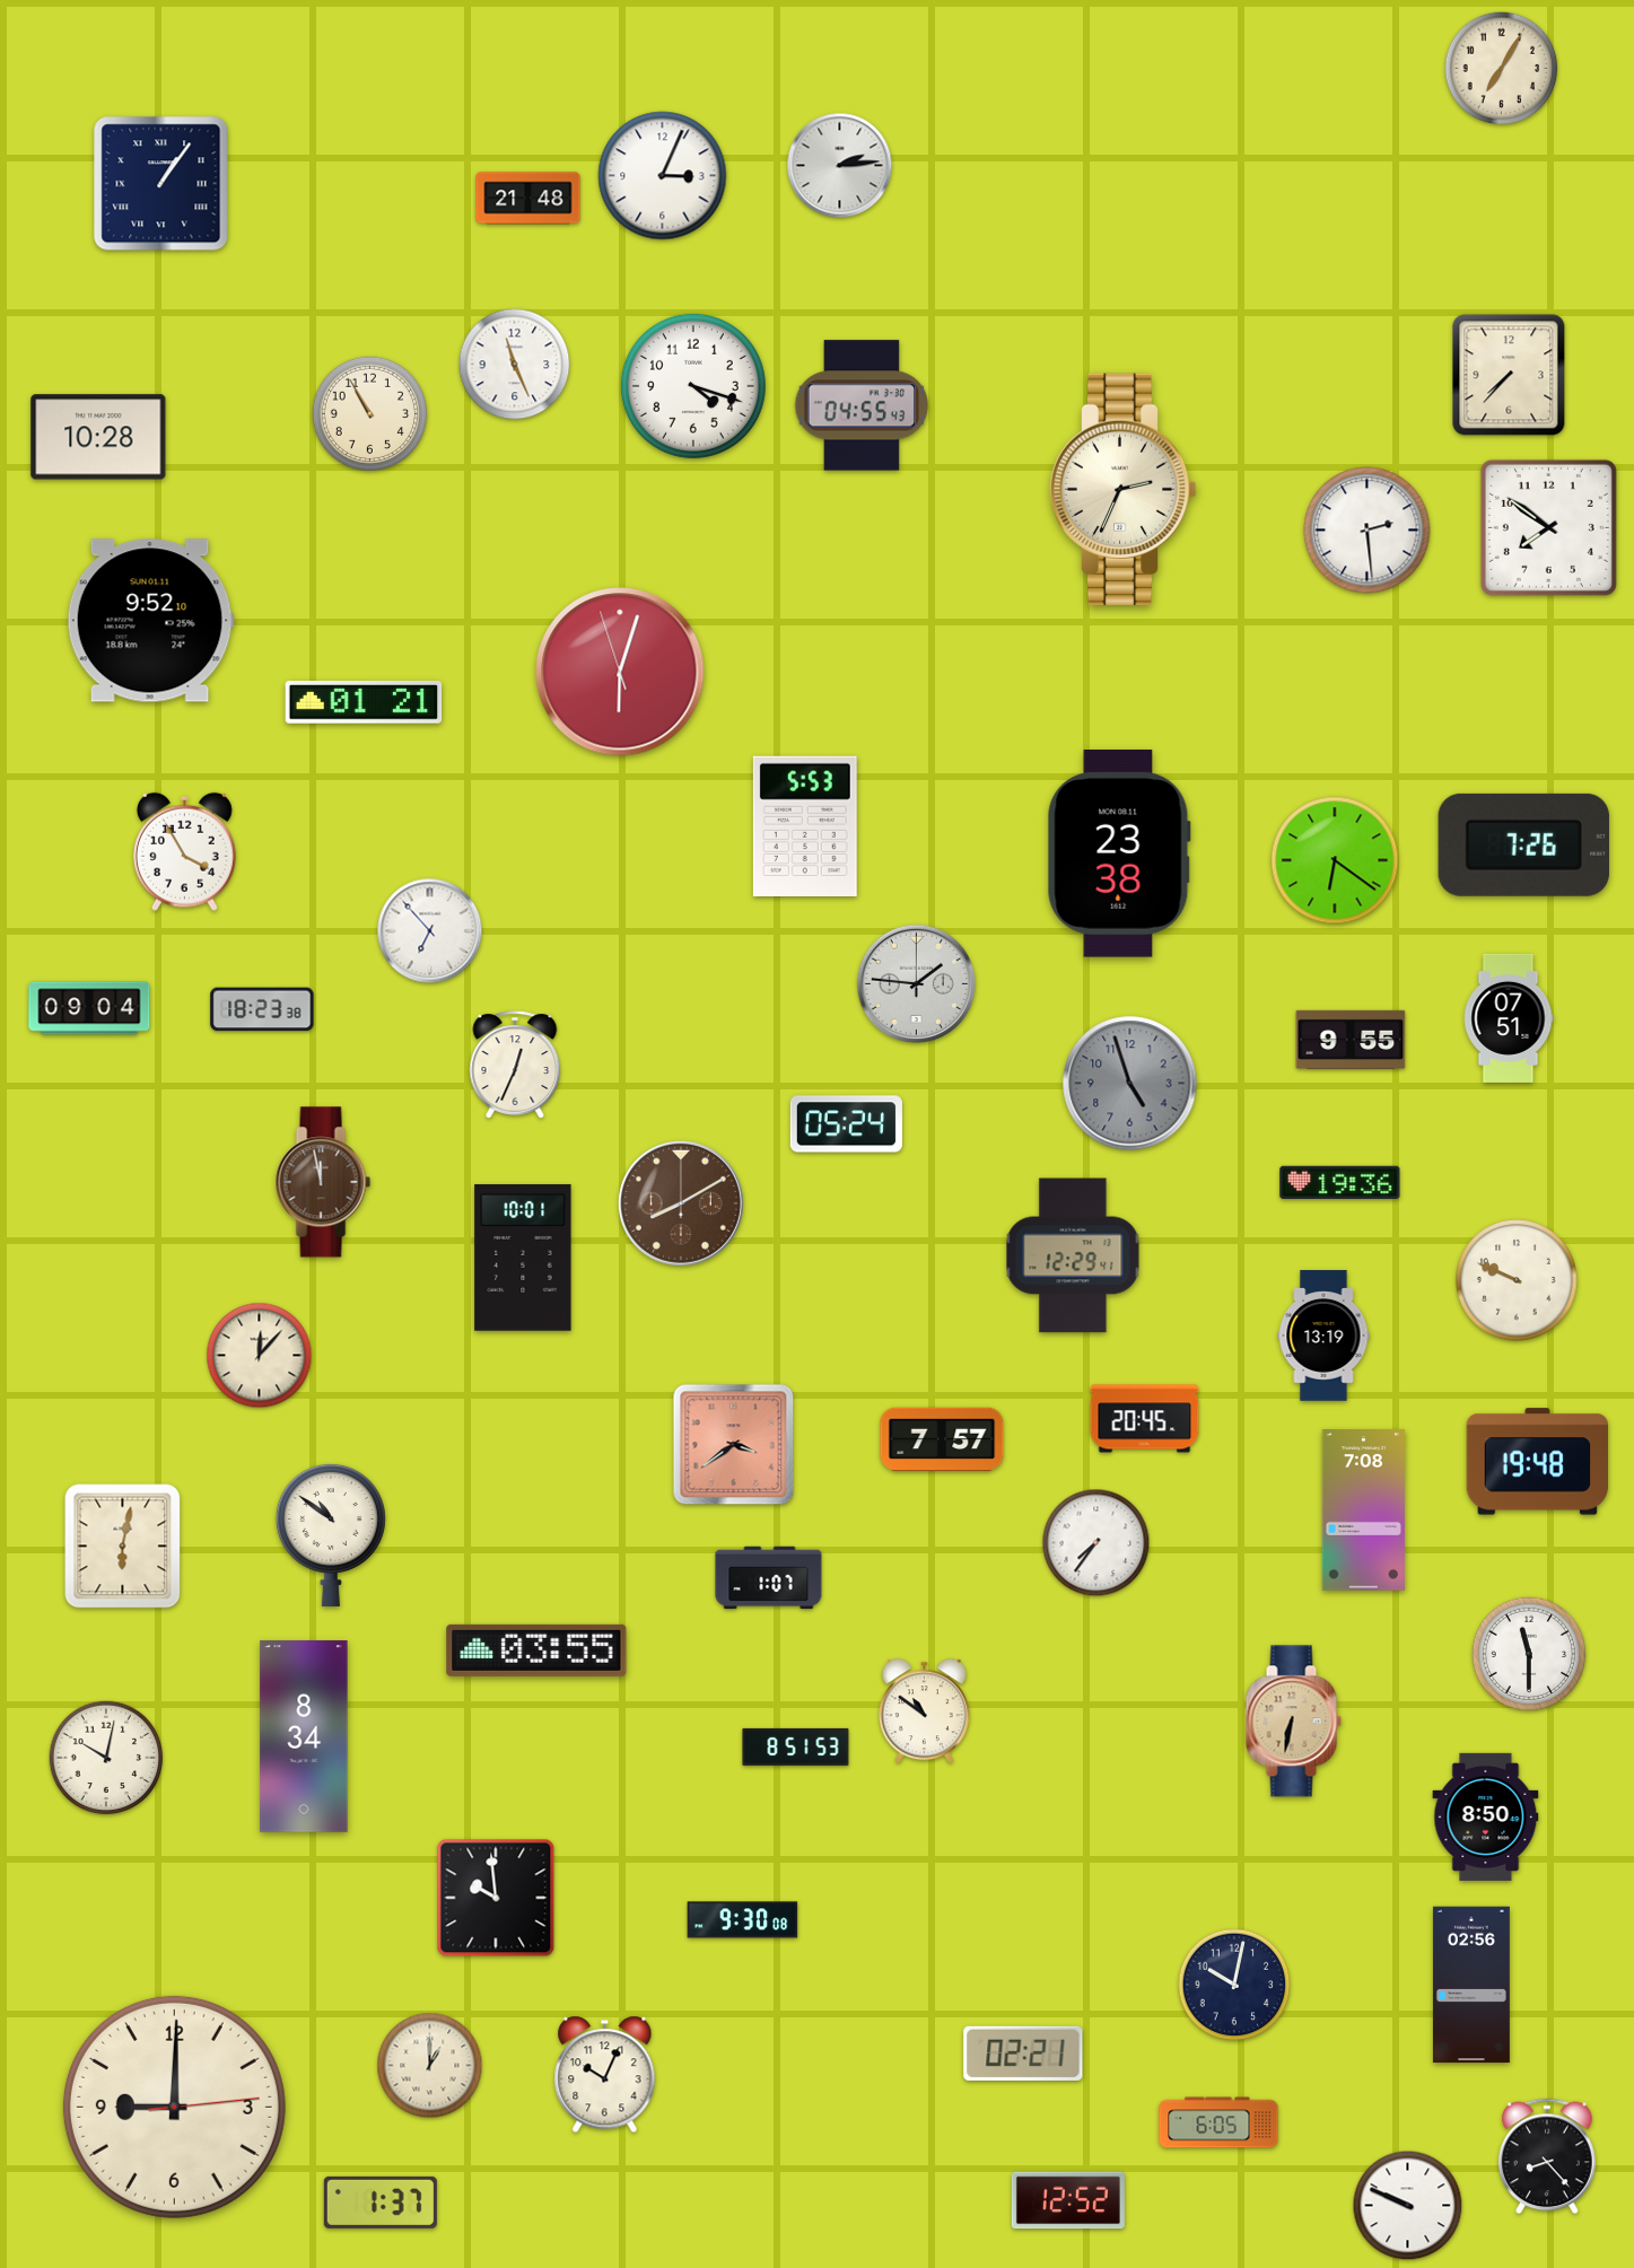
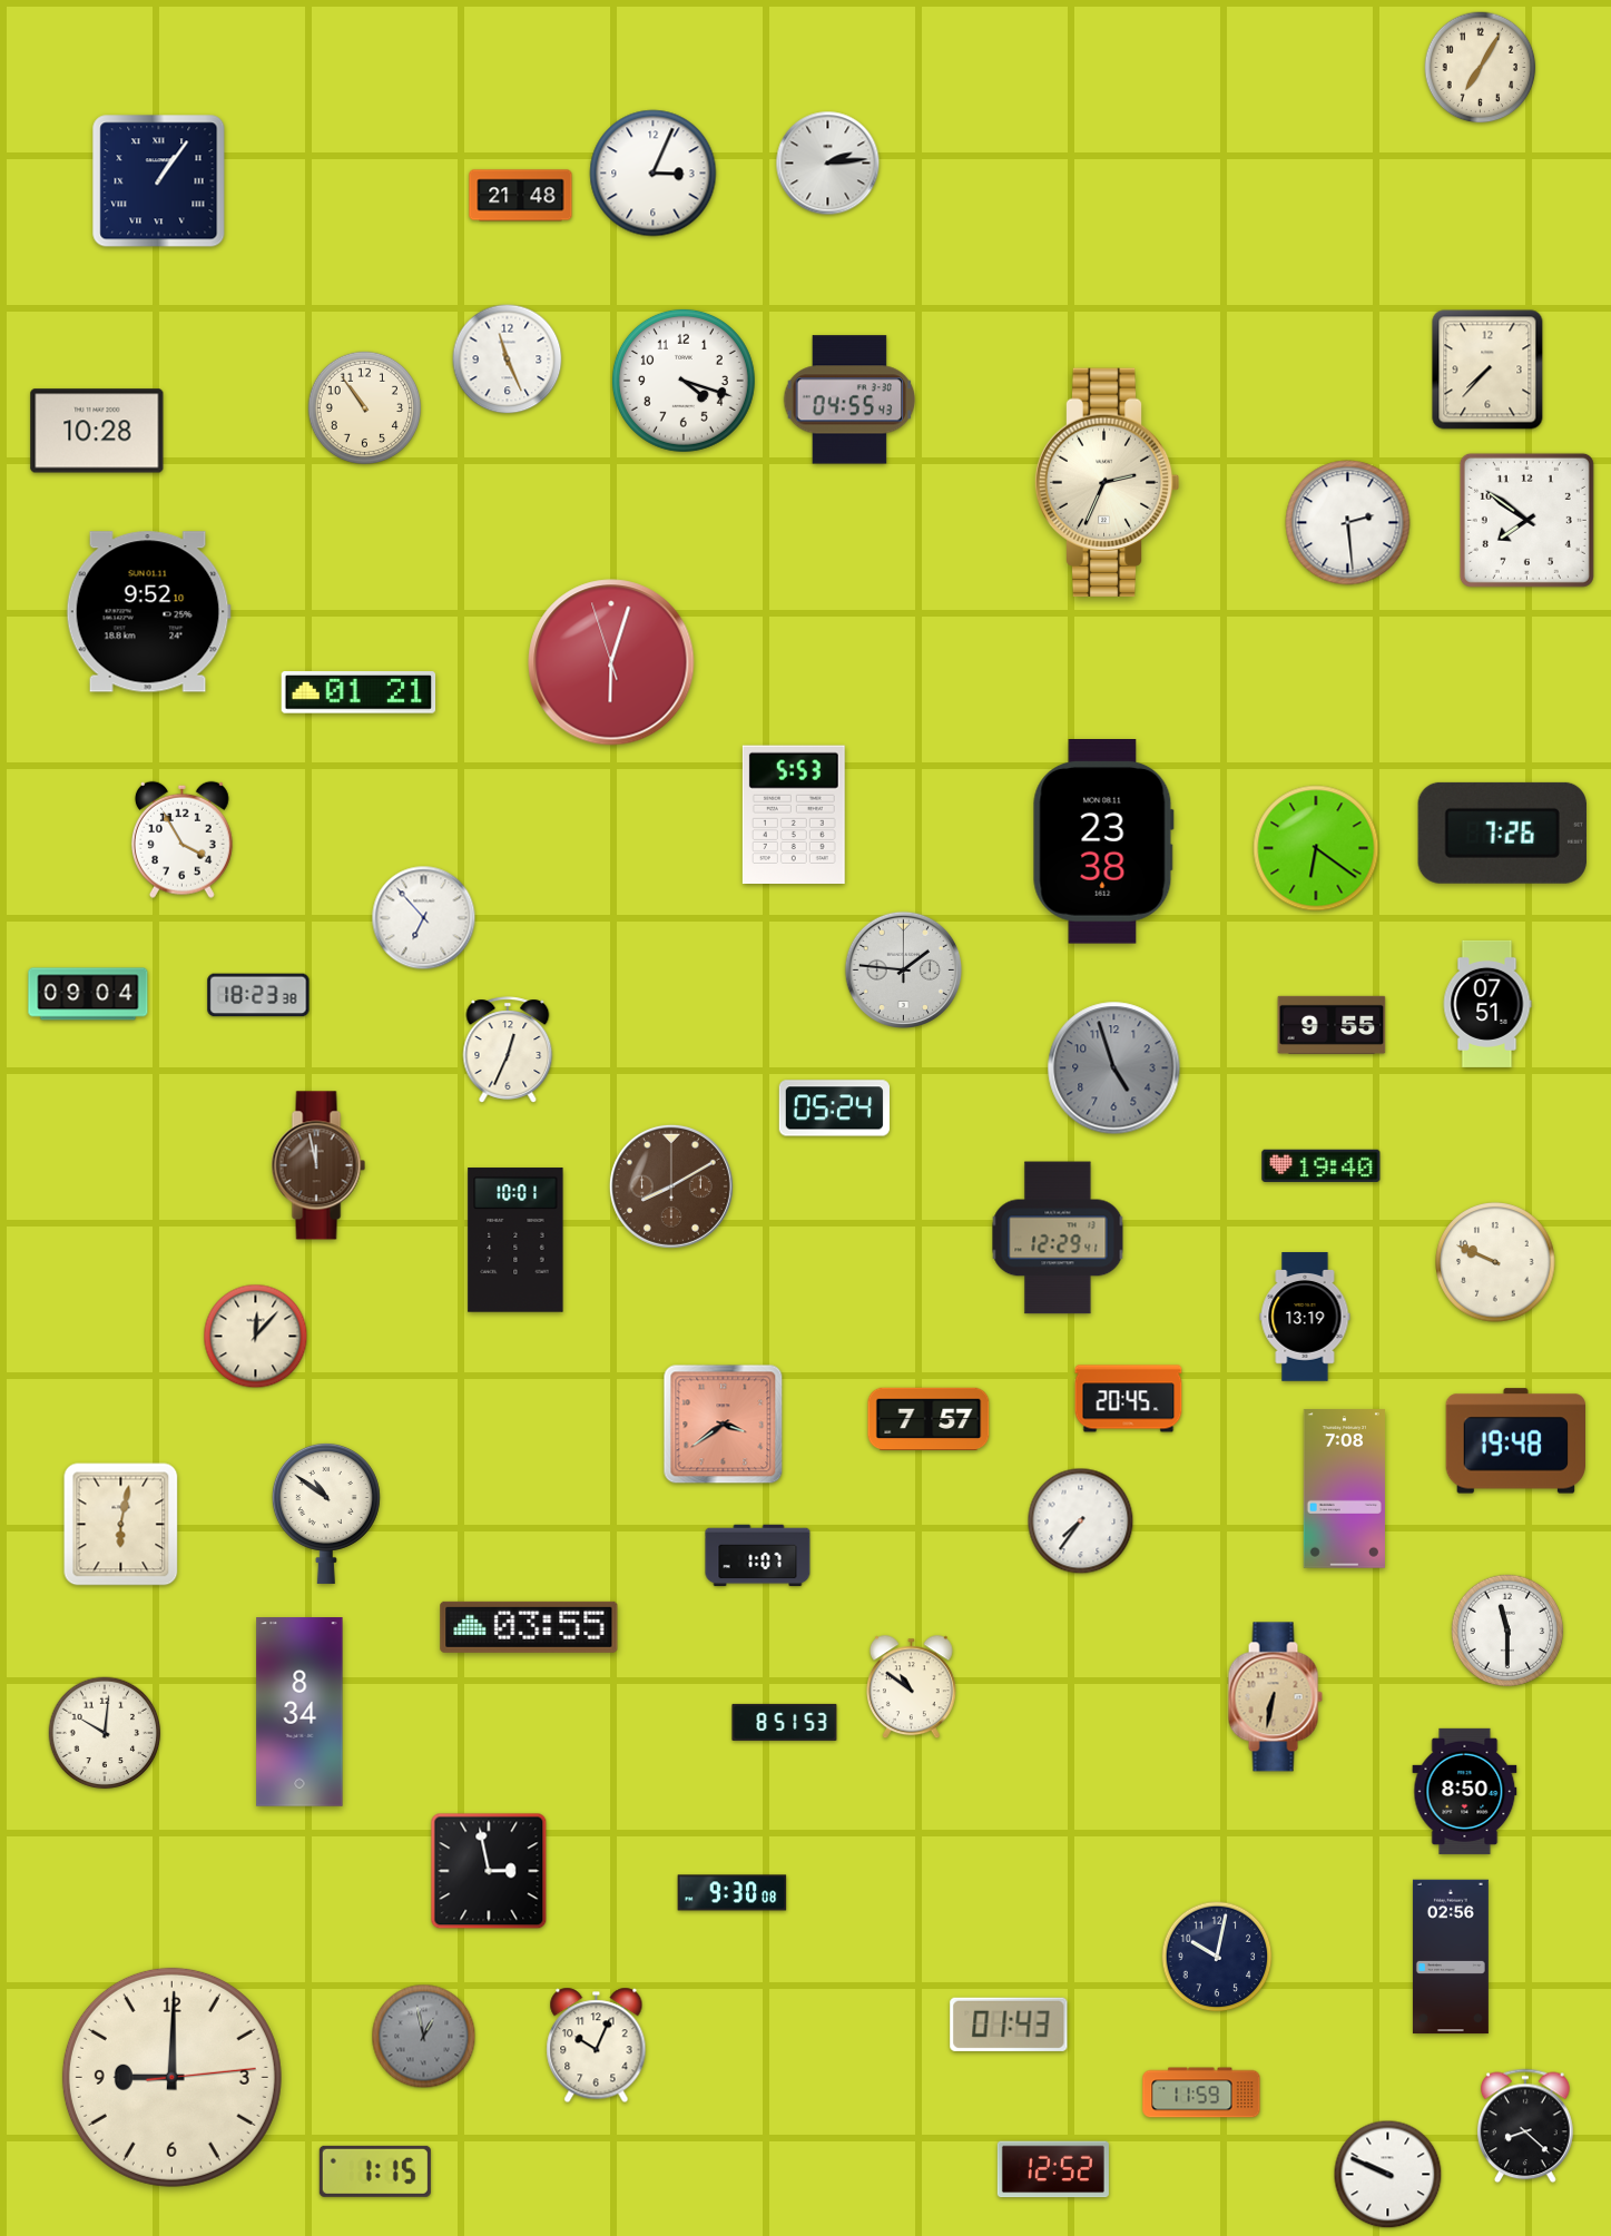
clock at (369, 413): 10:55 -> 10:54
clock at (1340, 1182): 19:36 -> 19:40
clock at (106, 1758): 10:02 -> 10:01
clock at (496, 1898): 9:59 -> 2:58
clock at (1023, 2054): 02:21 -> 01:43
clock at (430, 2066): 1:00 -> 12:58
clock at (430, 2066) dial: cream -> grey
clock at (1218, 2122): 6:05 -> 11:59
clock at (1548, 2156): 8:23 -> 8:22
clock at (381, 2203): 1:37 -> 1:15
